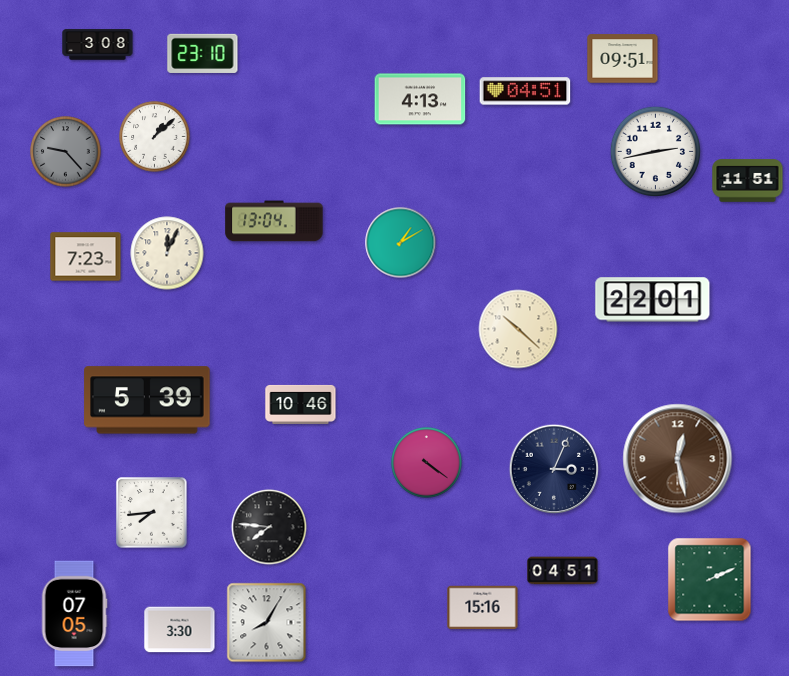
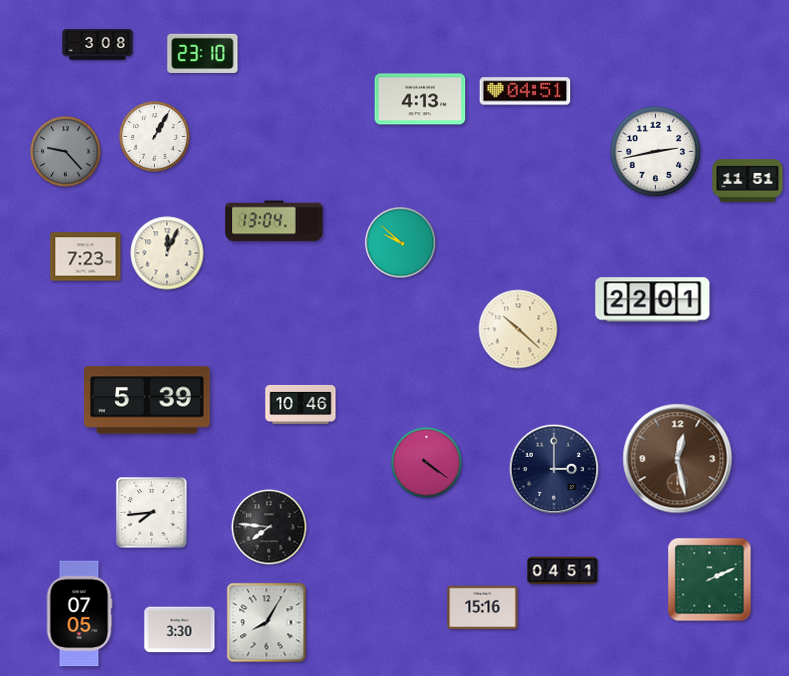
clock at (623, 59): 09:51 -> none
clock at (155, 137): 1:08 -> 1:05
clock at (401, 243): 1:10 -> 9:52
clock at (554, 469): 3:04 -> 3:00
clock at (74, 614) position: (74, 614) -> (79, 614)
